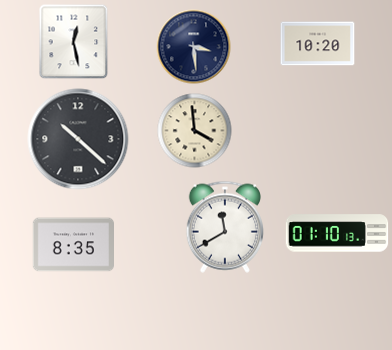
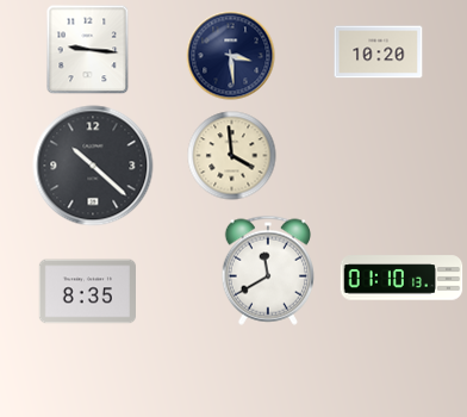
clock at (74, 42): 12:28 -> 9:16
